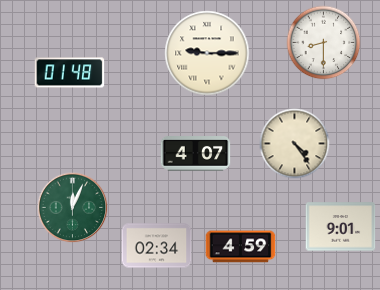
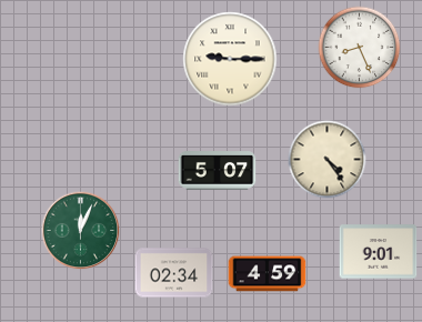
clock at (324, 43): 8:30 -> 8:26
clock at (70, 73): 01:48 -> none
clock at (196, 154): 4:07 -> 5:07
